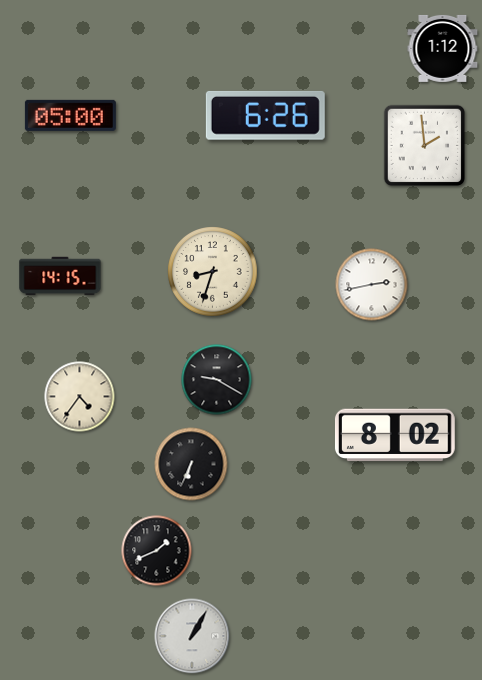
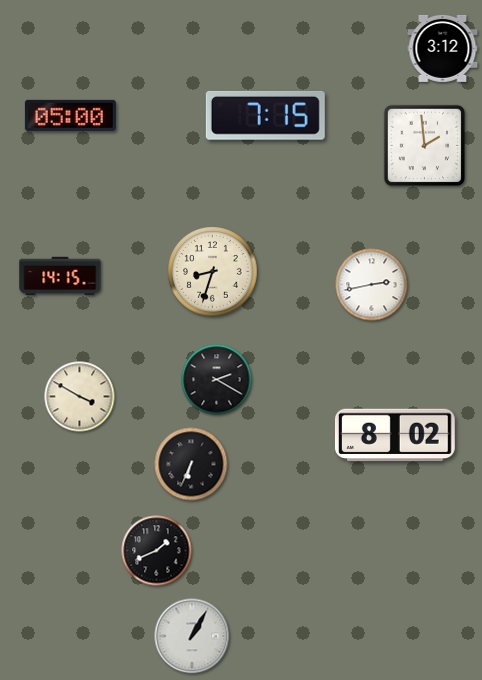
clock at (443, 48): 1:12 -> 3:12
clock at (265, 115): 6:26 -> 7:15
clock at (217, 380): 9:20 -> 2:20
clock at (80, 397): 4:36 -> 3:50
